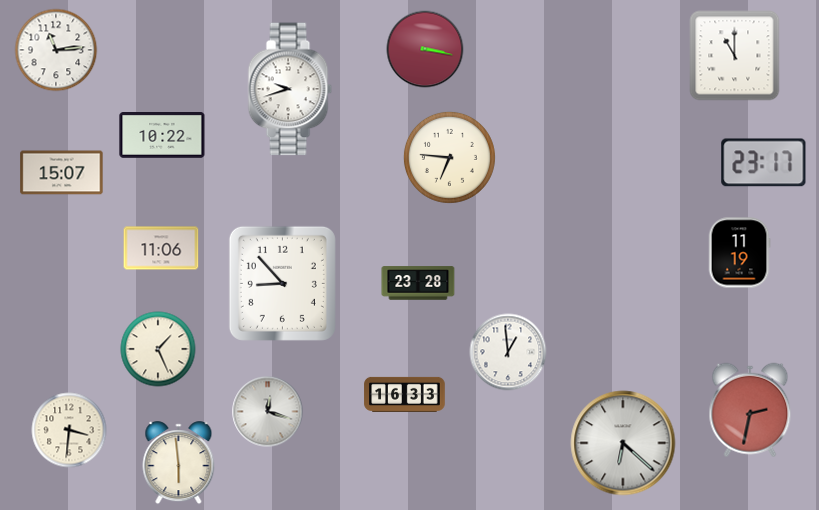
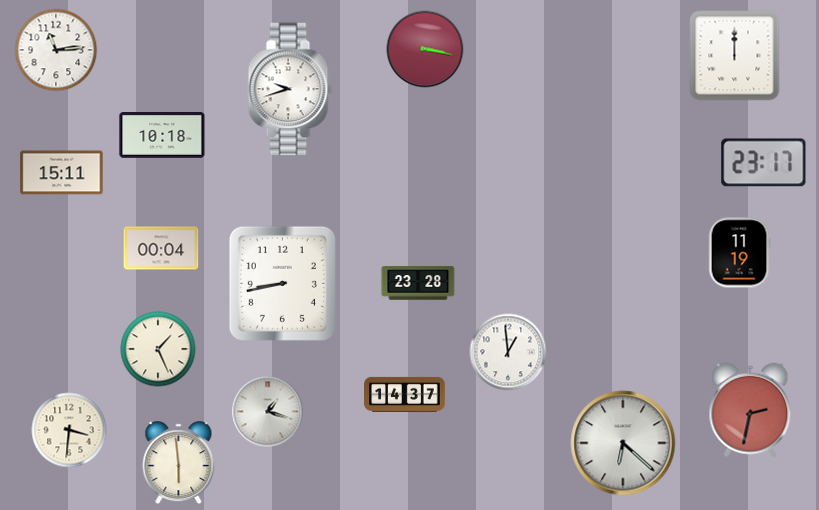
clock at (735, 56): 11:00 -> 12:00
clock at (162, 136): 10:22 -> 10:18
clock at (449, 157): 6:46 -> none
clock at (62, 173): 15:07 -> 15:11
clock at (161, 248): 11:06 -> 00:04
clock at (282, 283): 8:53 -> 8:43
clock at (405, 394): 16:33 -> 14:37
clock at (268, 412): 12:18 -> 1:18
